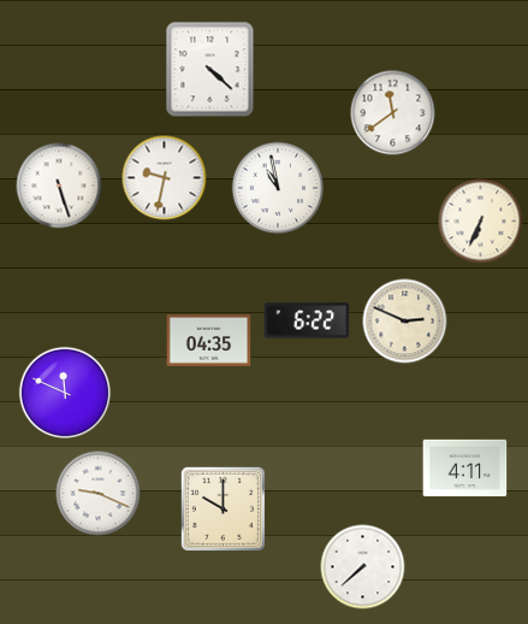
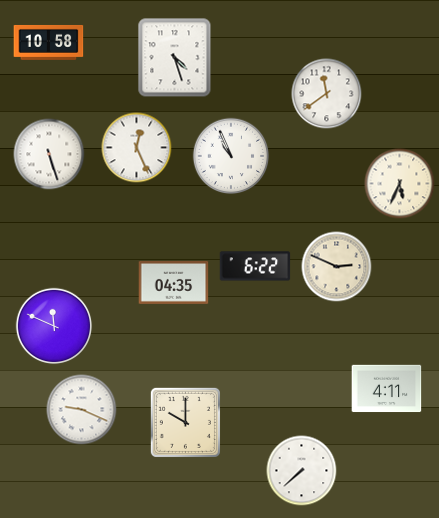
clock at (49, 42): none -> 10:58
clock at (210, 70): 4:22 -> 4:27
clock at (165, 178): 9:32 -> 12:26
clock at (278, 188): 10:58 -> 10:56
clock at (481, 222): 6:34 -> 5:34
